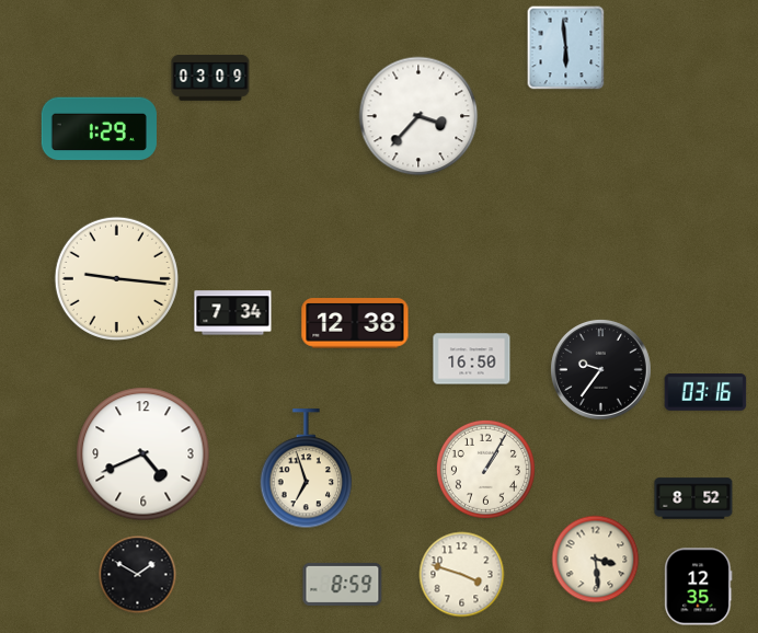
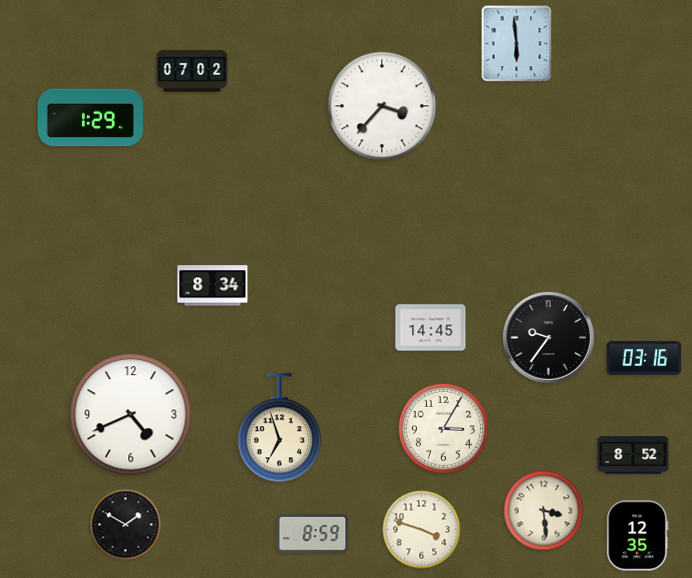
clock at (210, 78): 03:09 -> 07:02
clock at (116, 278): 9:16 -> none
clock at (233, 313): 7:34 -> 8:34
clock at (355, 323): 12:38 -> none
clock at (472, 359): 16:50 -> 14:45
clock at (485, 469): 1:05 -> 3:05
clock at (462, 575) position: (462, 575) -> (422, 530)
